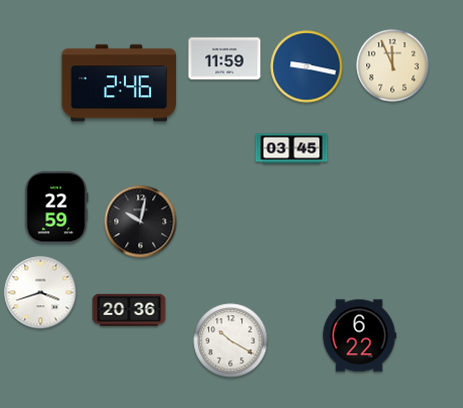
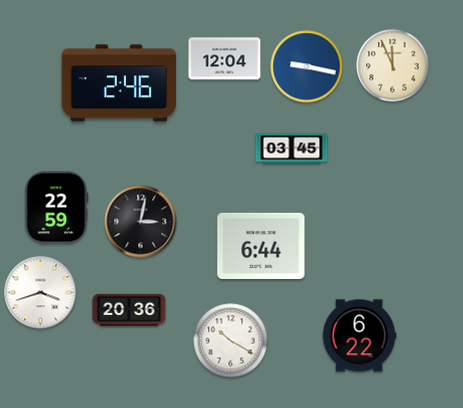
clock at (225, 59): 11:59 -> 12:04
clock at (141, 222): 10:02 -> 3:02
clock at (261, 246): none -> 6:44
